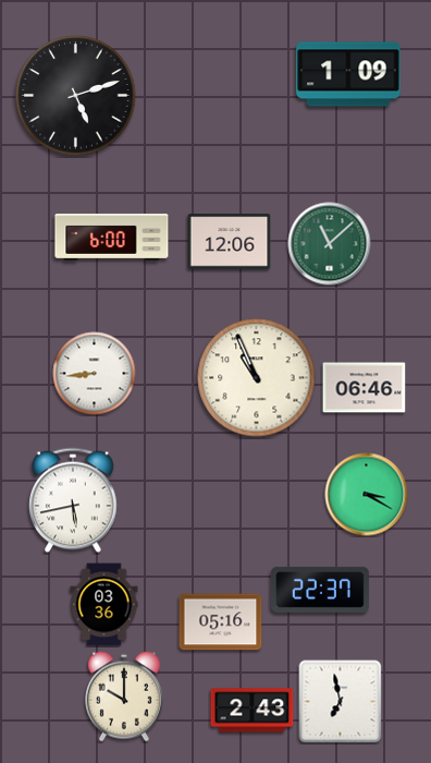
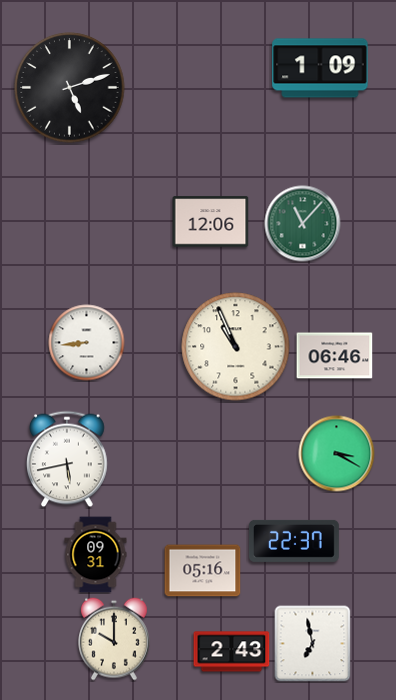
clock at (112, 238): 6:00 -> none
clock at (330, 244): 11:08 -> 11:07
clock at (104, 605): 03:36 -> 09:31
